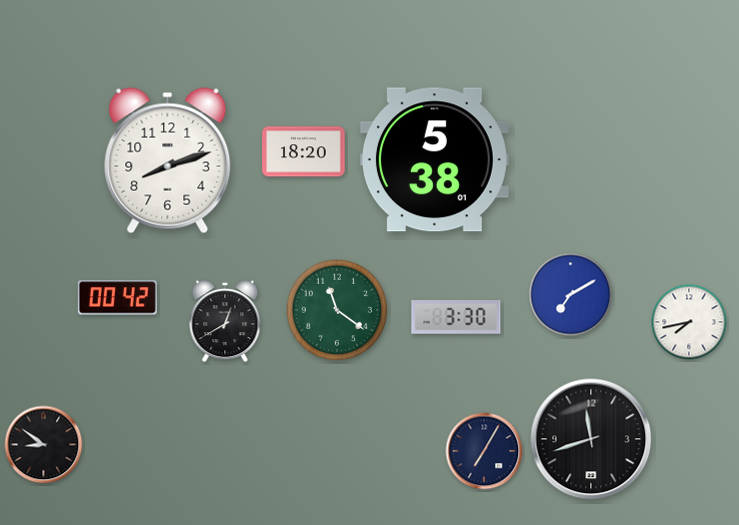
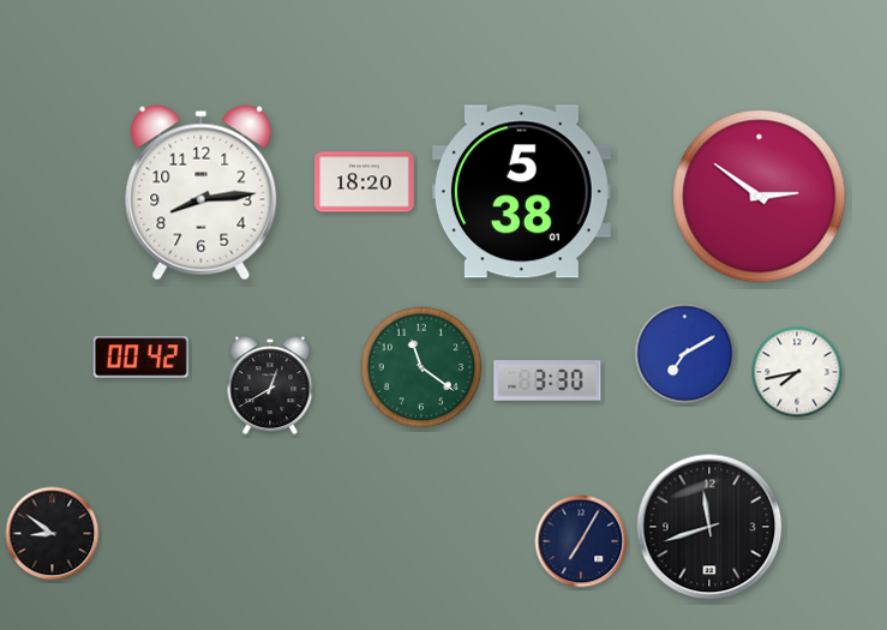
clock at (168, 161): 8:12 -> 8:14
clock at (760, 197): none -> 2:51
clock at (337, 310) position: (337, 310) -> (421, 367)
clock at (689, 322) position: (689, 322) -> (797, 372)
